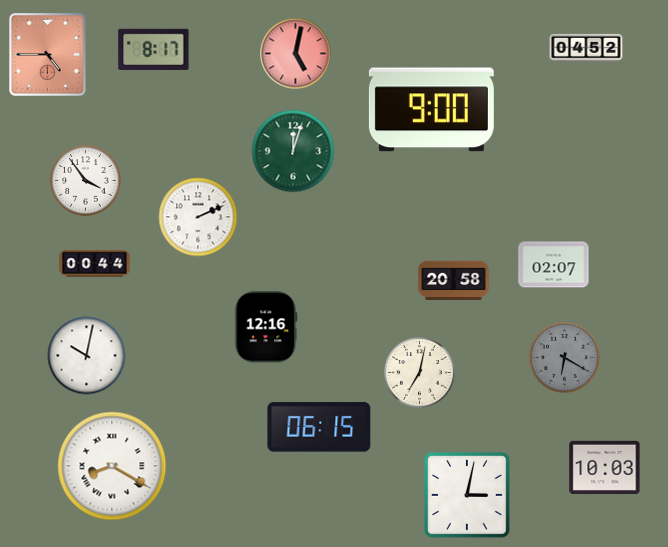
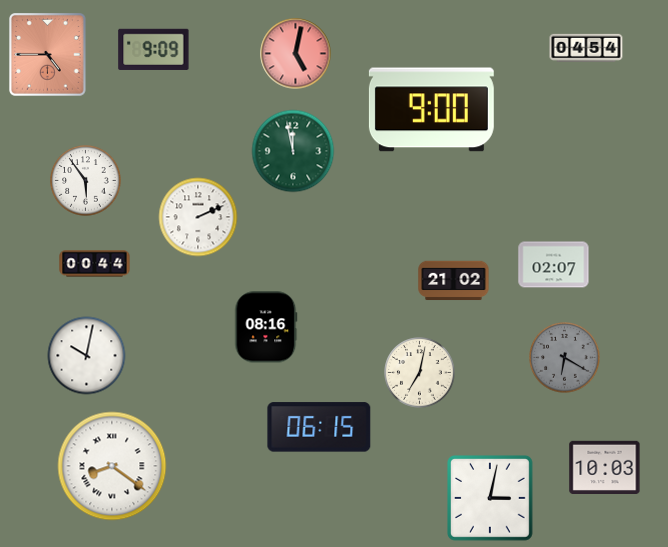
clock at (586, 48): 04:52 -> 04:54
clock at (154, 49): 8:17 -> 9:09
clock at (293, 151): 12:03 -> 11:58
clock at (86, 181): 3:54 -> 5:54
clock at (454, 281): 20:58 -> 21:02
clock at (266, 327): 12:16 -> 08:16
clock at (112, 466): 8:20 -> 8:21
clock at (468, 496) position: (468, 496) -> (491, 499)
